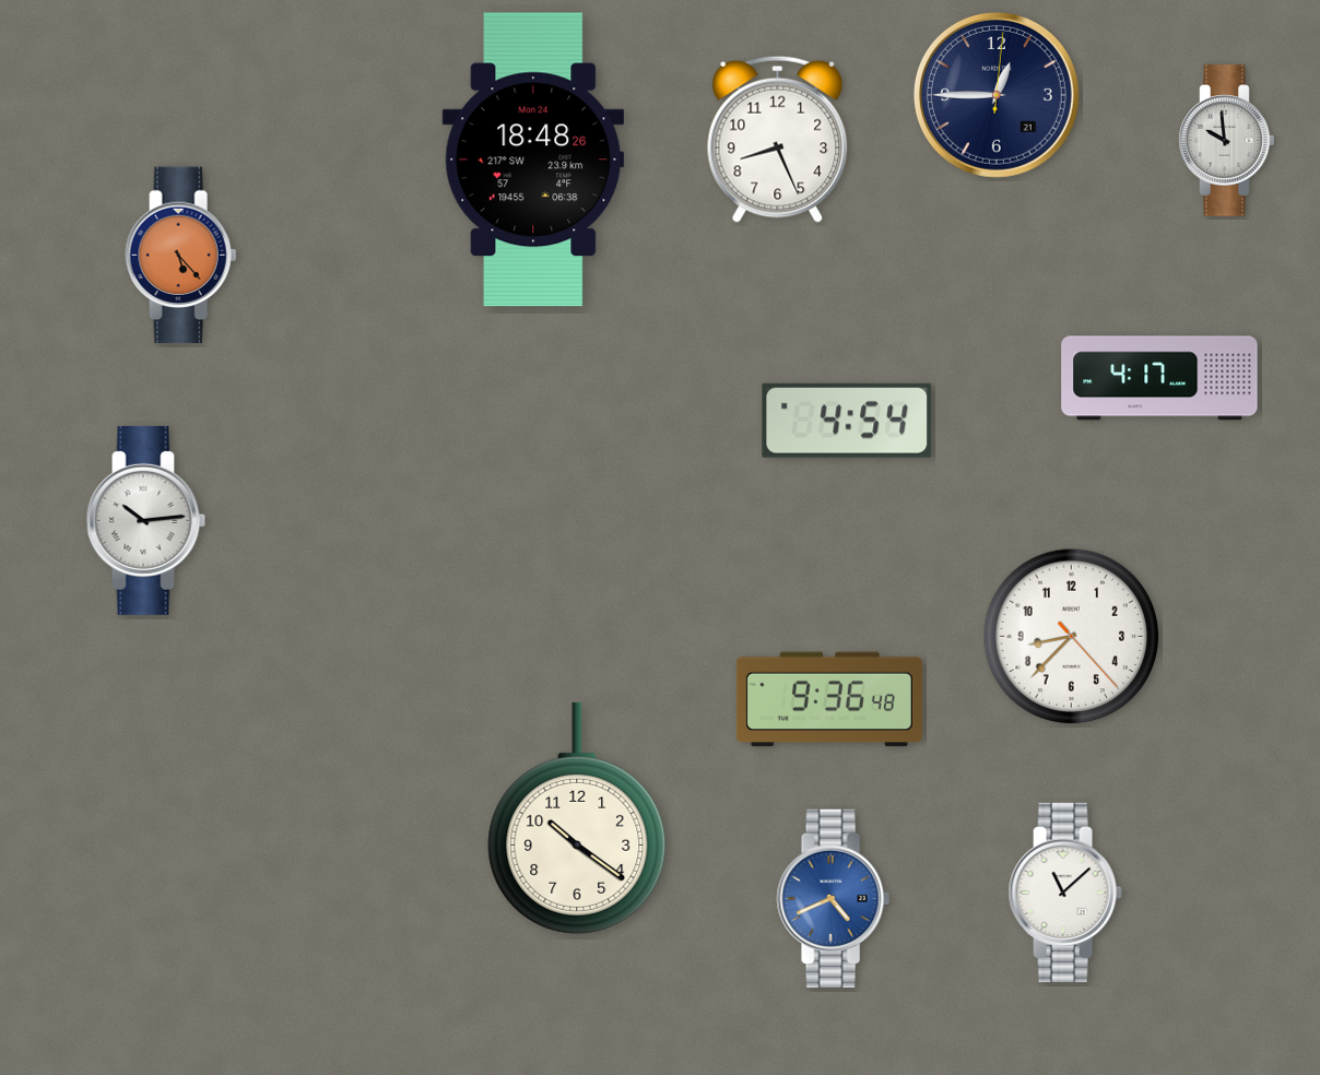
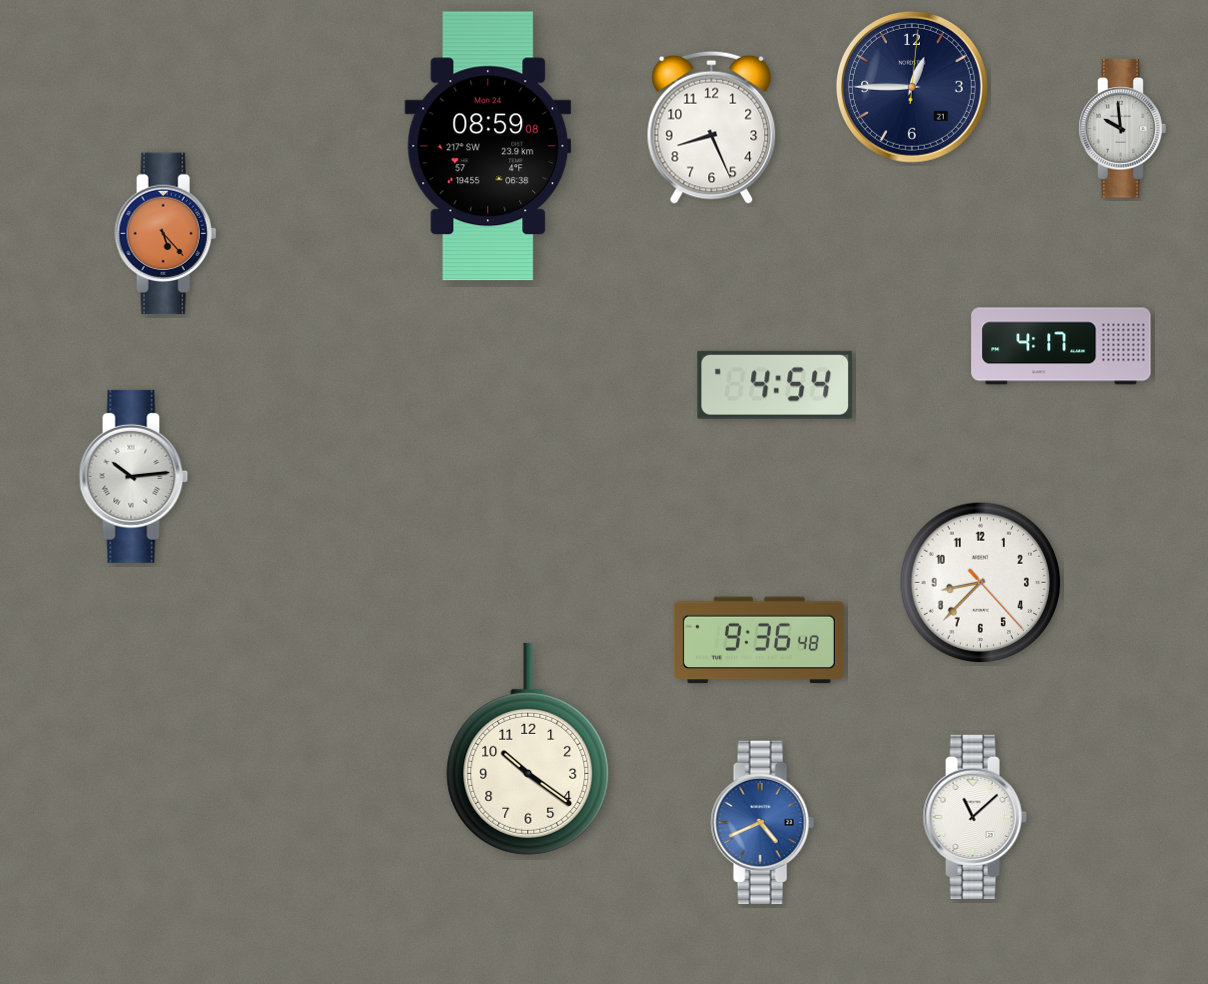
clock at (533, 160): 18:48 -> 08:59
